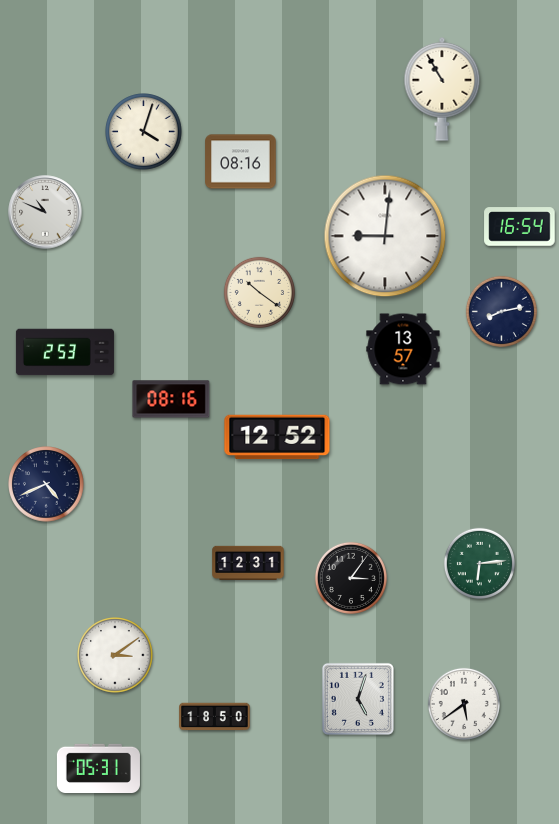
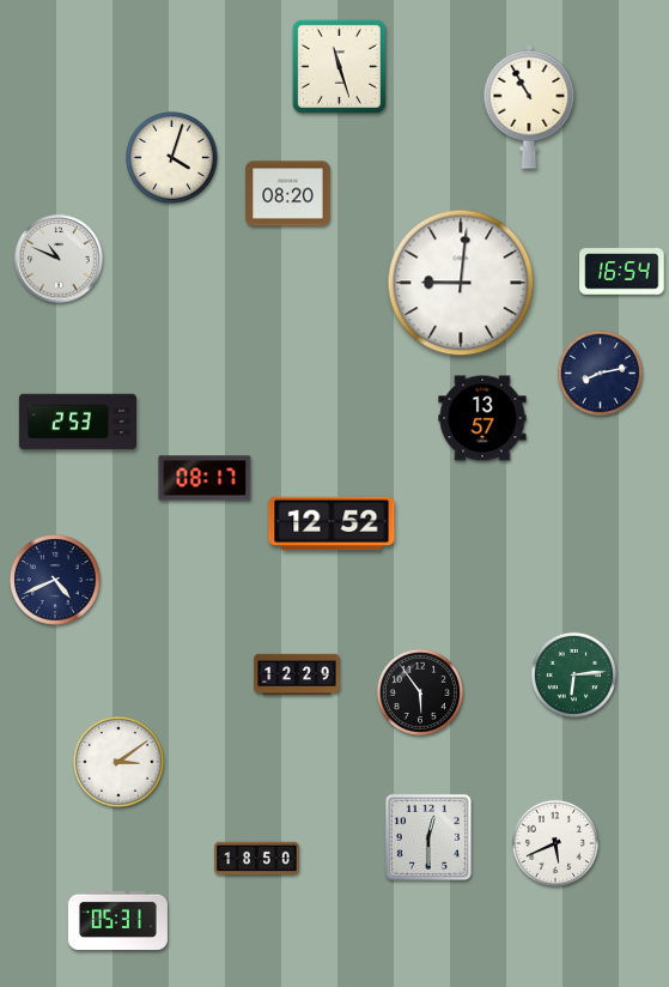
clock at (339, 66): none -> 11:27
clock at (241, 162): 08:16 -> 08:20
clock at (45, 212) position: (45, 212) -> (59, 259)
clock at (259, 292): 10:21 -> none
clock at (171, 399): 08:16 -> 08:17
clock at (248, 563): 12:31 -> 12:29
clock at (351, 578): 3:06 -> 5:54
clock at (115, 655) position: (115, 655) -> (118, 762)
clock at (358, 699): 5:03 -> 12:30
clock at (464, 704): 5:39 -> 5:41
